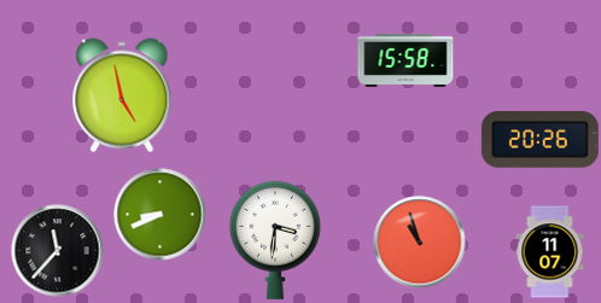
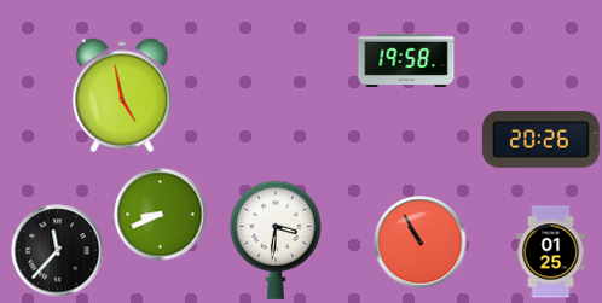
clock at (405, 60): 15:58 -> 19:58
clock at (420, 243): 10:57 -> 10:55
clock at (550, 252): 11:07 -> 01:25
